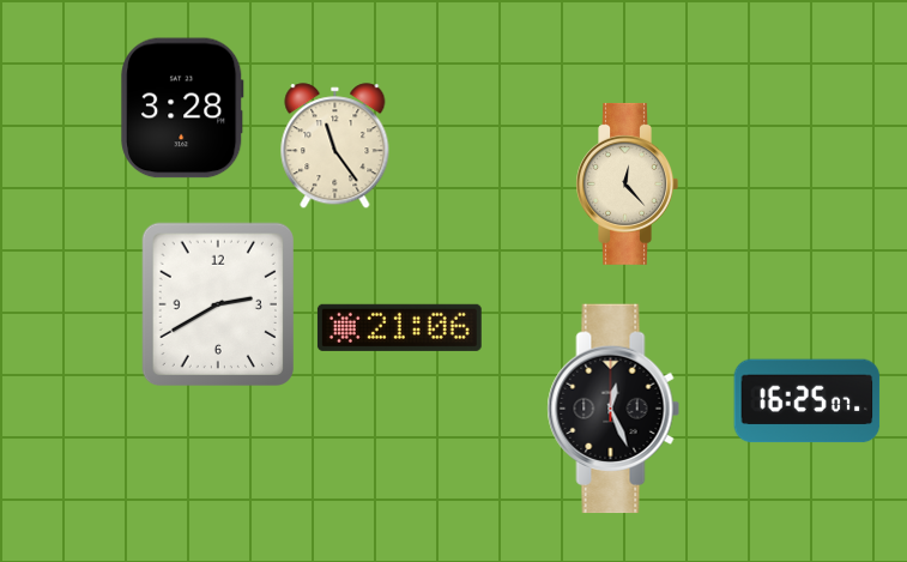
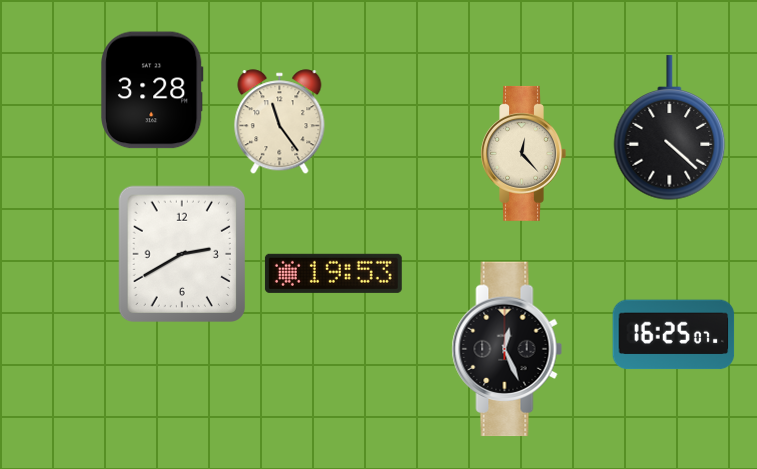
clock at (670, 128): none -> 4:22
clock at (399, 327): 21:06 -> 19:53
clock at (613, 409) position: (613, 409) -> (507, 349)
